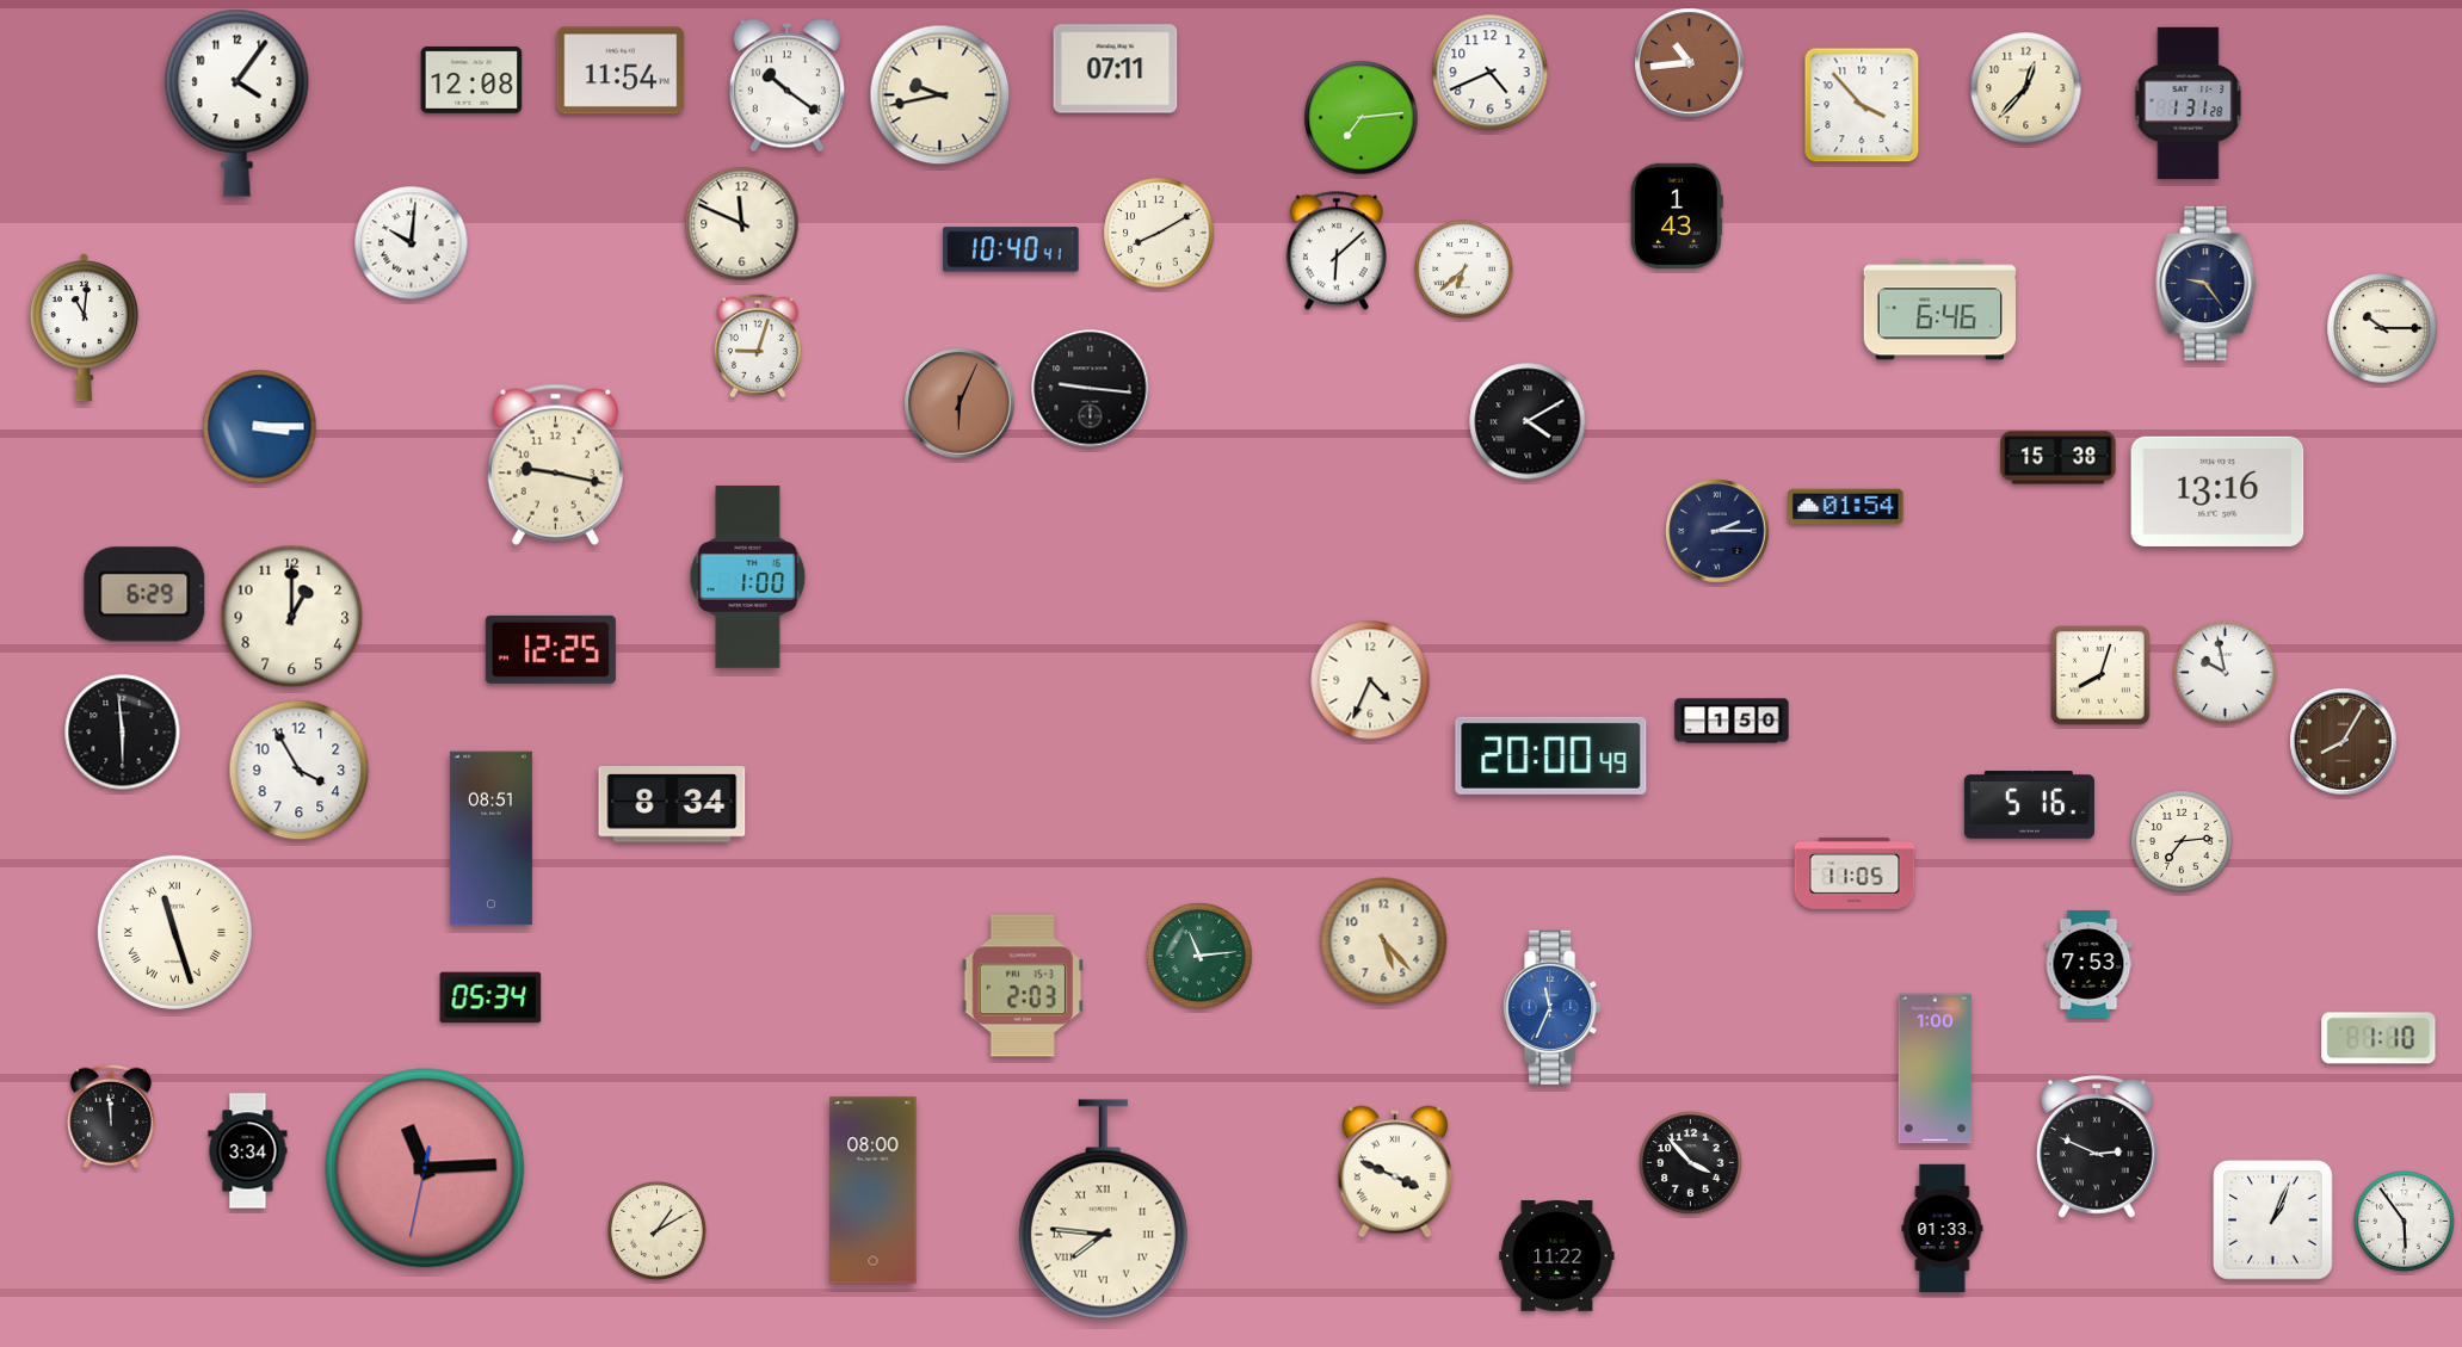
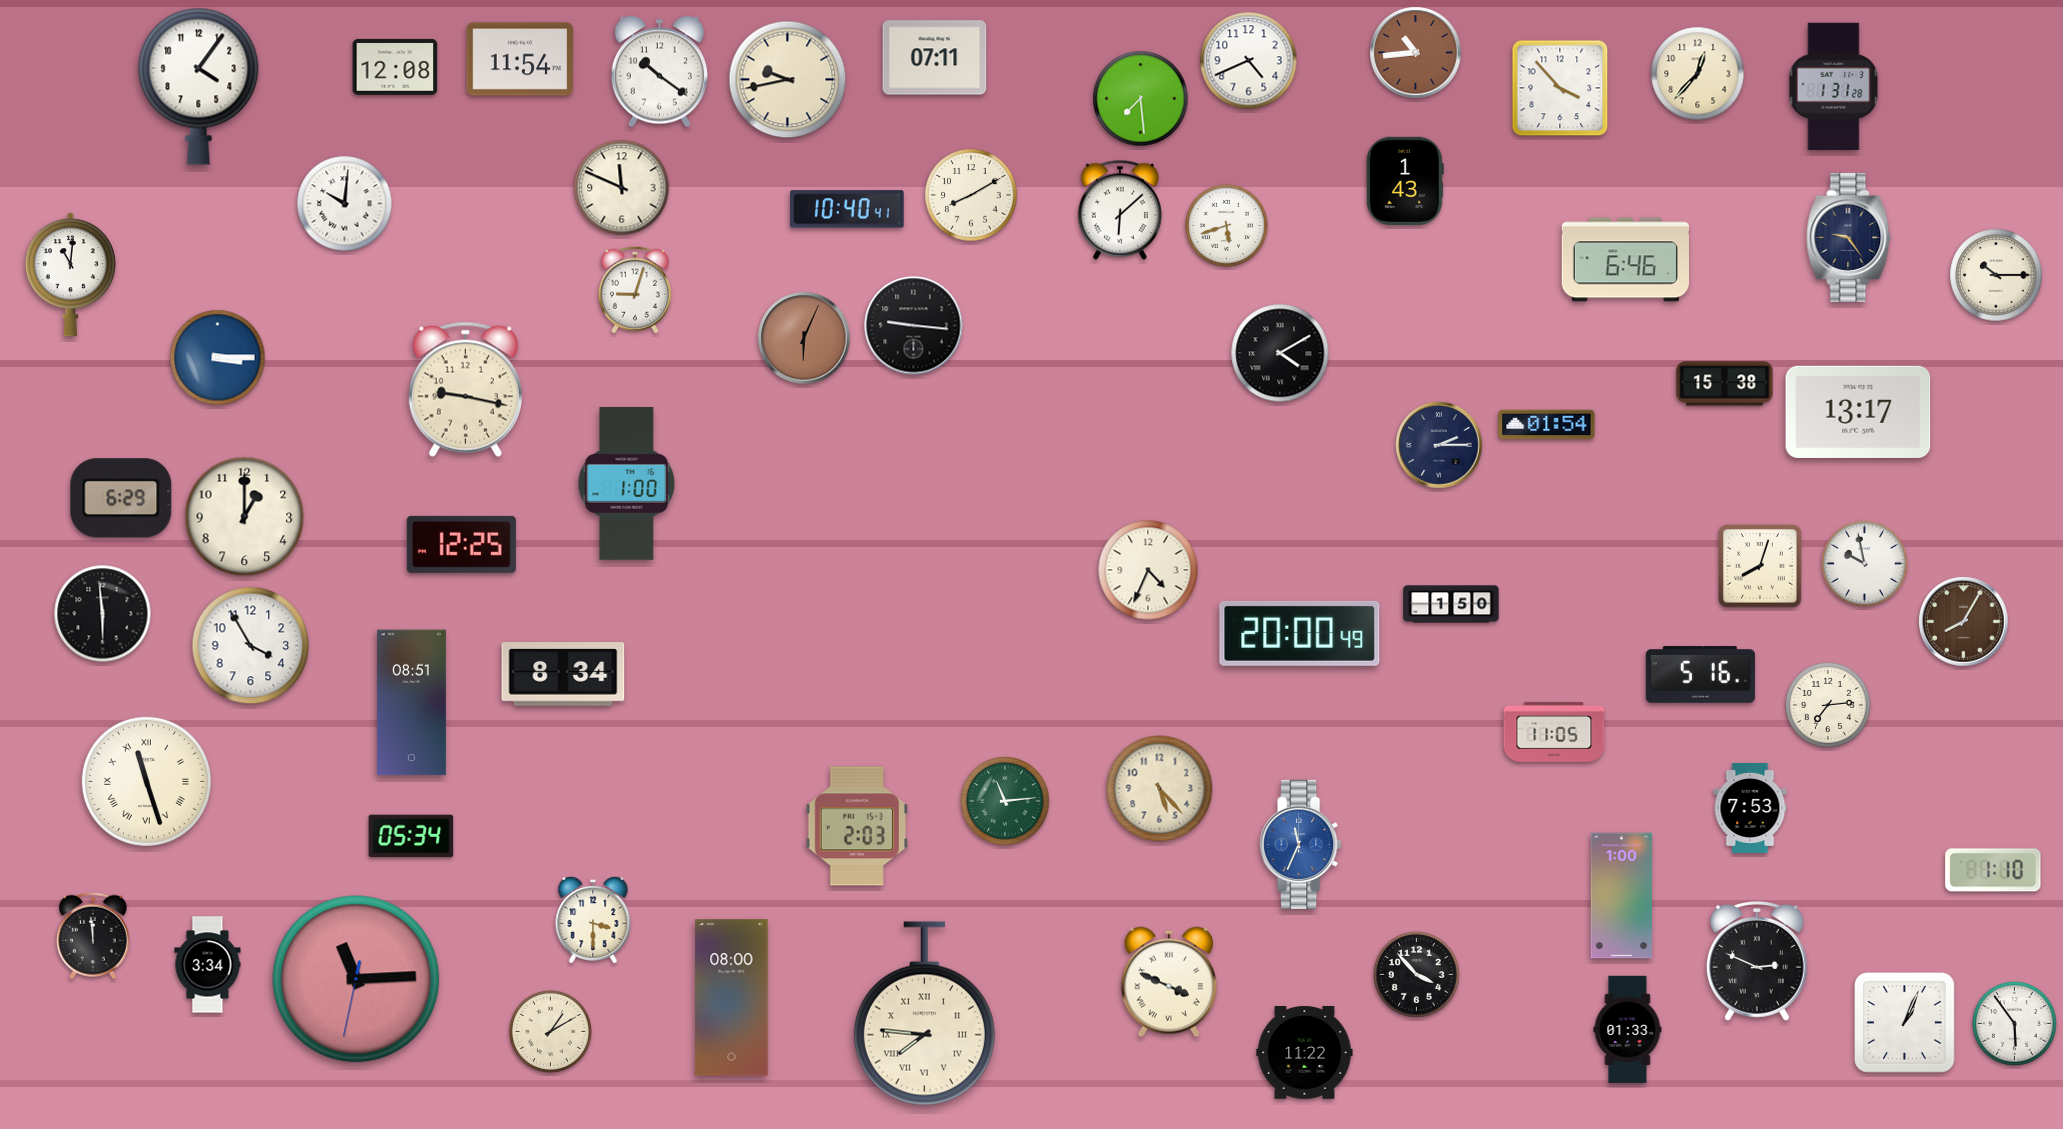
clock at (1362, 118): 7:14 -> 7:29
clock at (1463, 268): 6:38 -> 5:42
clock at (2217, 492): 13:16 -> 13:17
clock at (593, 919): none -> 3:30
